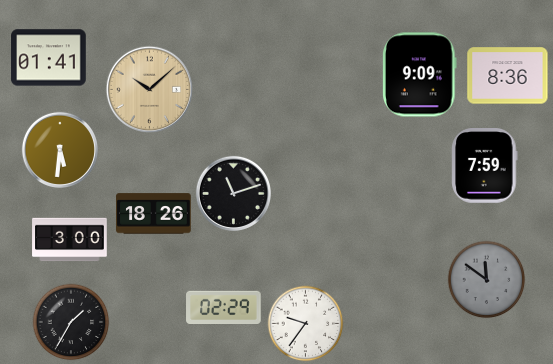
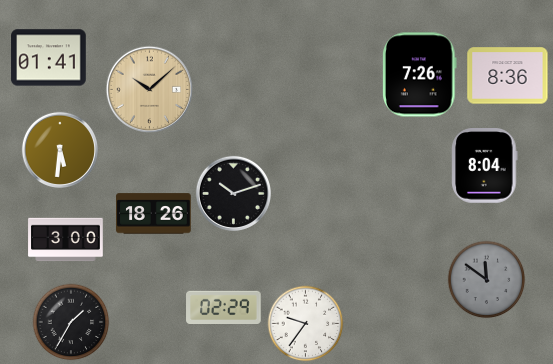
clock at (420, 75): 9:09 -> 7:26
clock at (485, 166): 7:59 -> 8:04
clock at (233, 193): 11:12 -> 10:12
clock at (70, 240) position: (70, 240) -> (66, 240)
